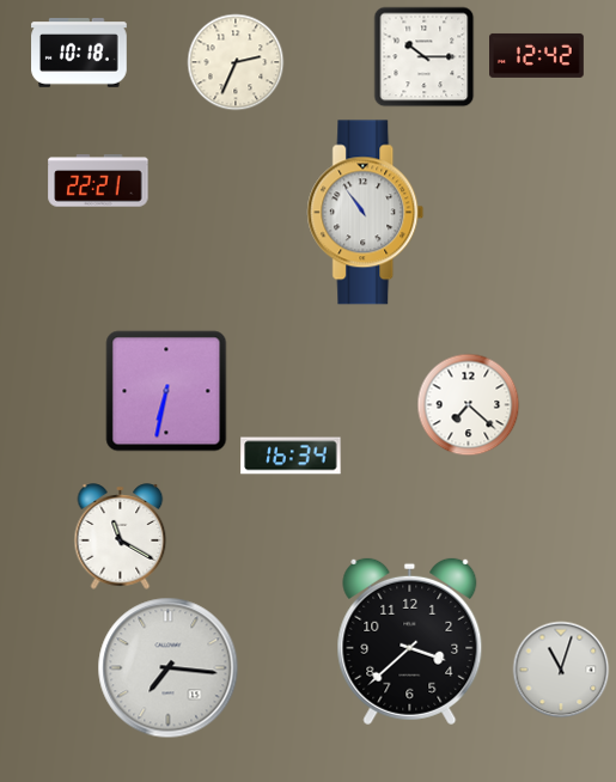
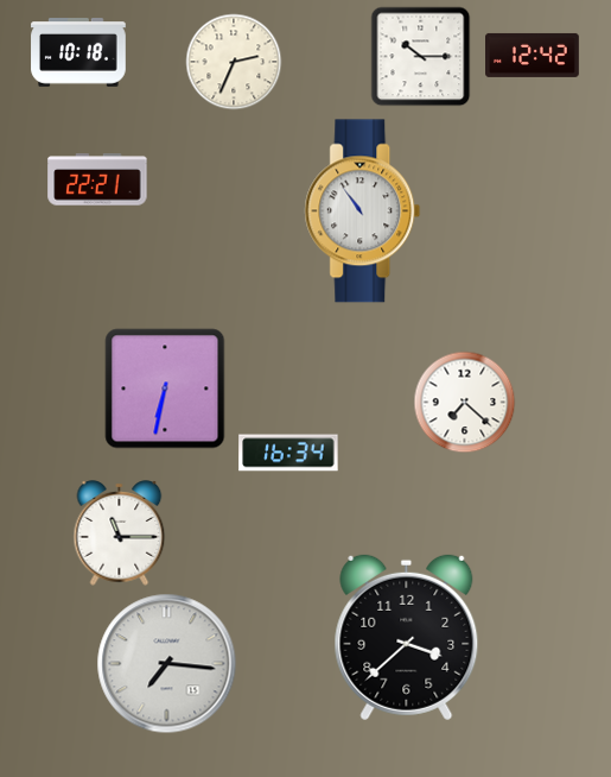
clock at (121, 537): 11:20 -> 11:15
clock at (561, 670): 11:03 -> none
